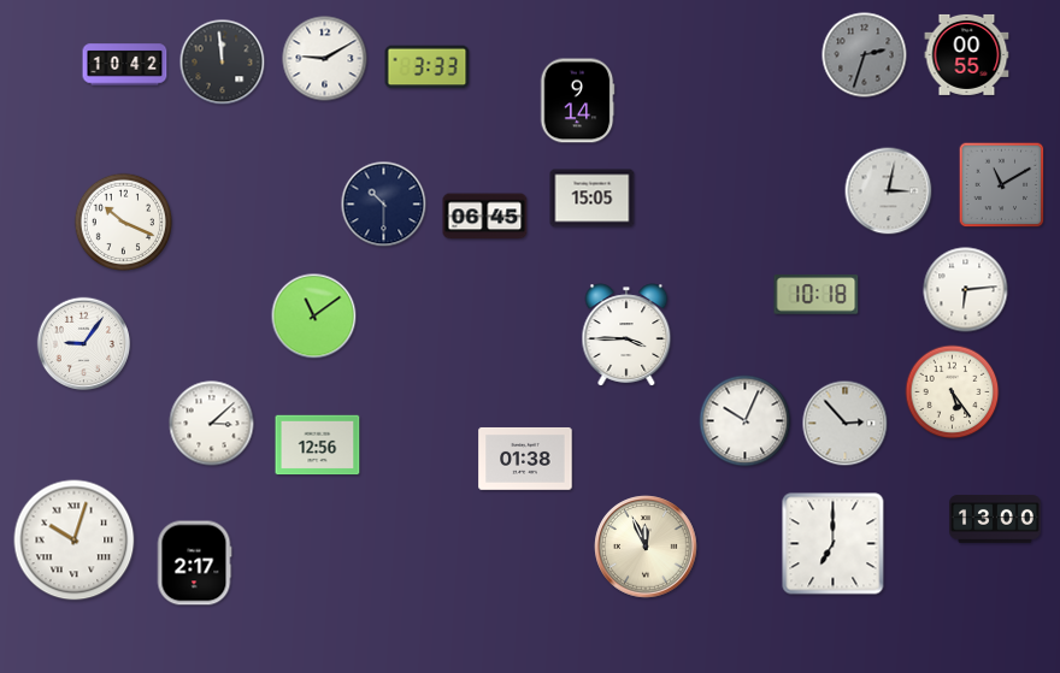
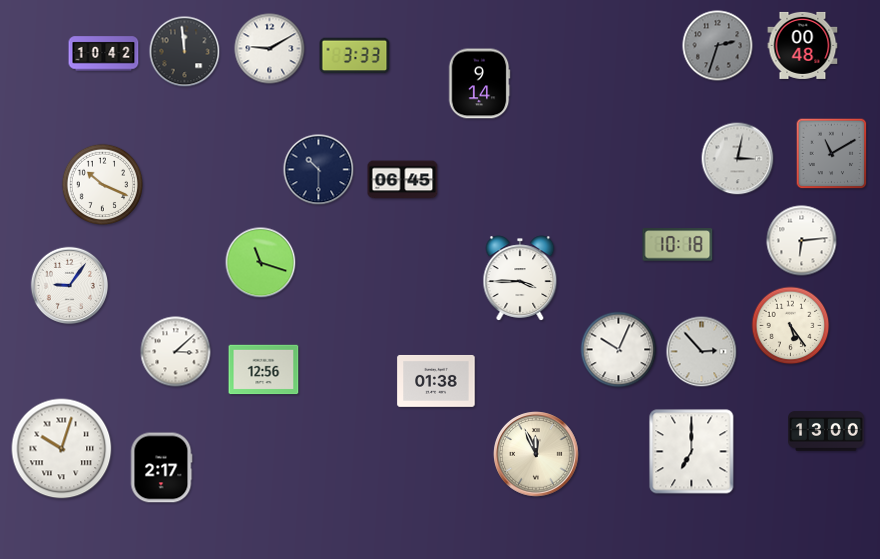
clock at (967, 54): 00:55 -> 00:48
clock at (593, 199): 15:05 -> none
clock at (314, 317): 11:09 -> 11:18
